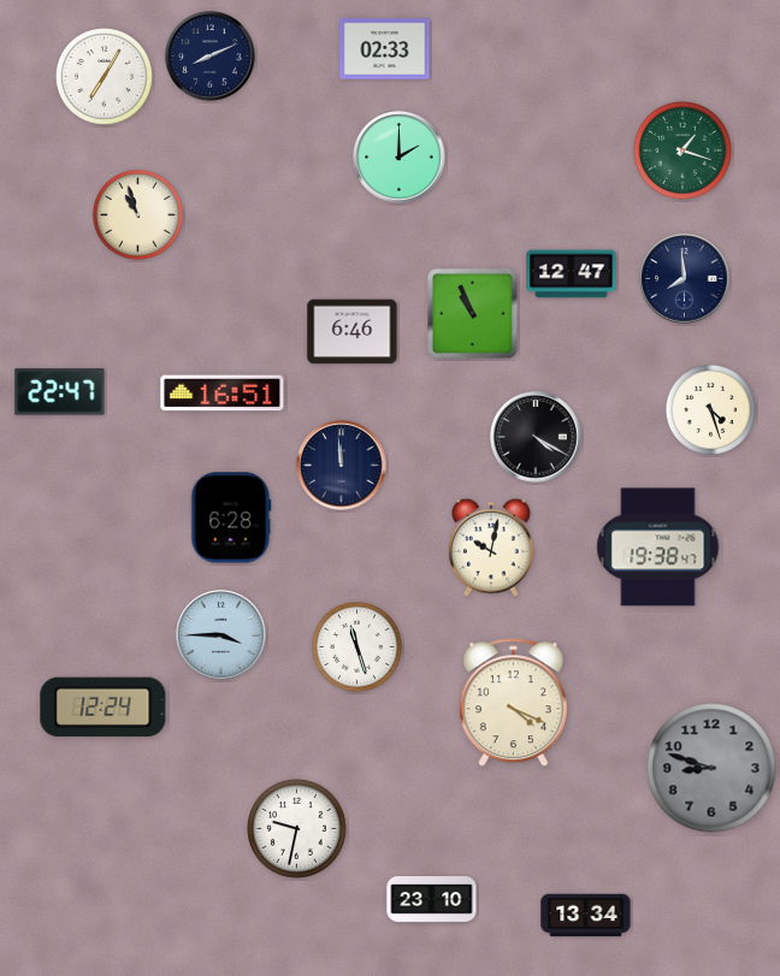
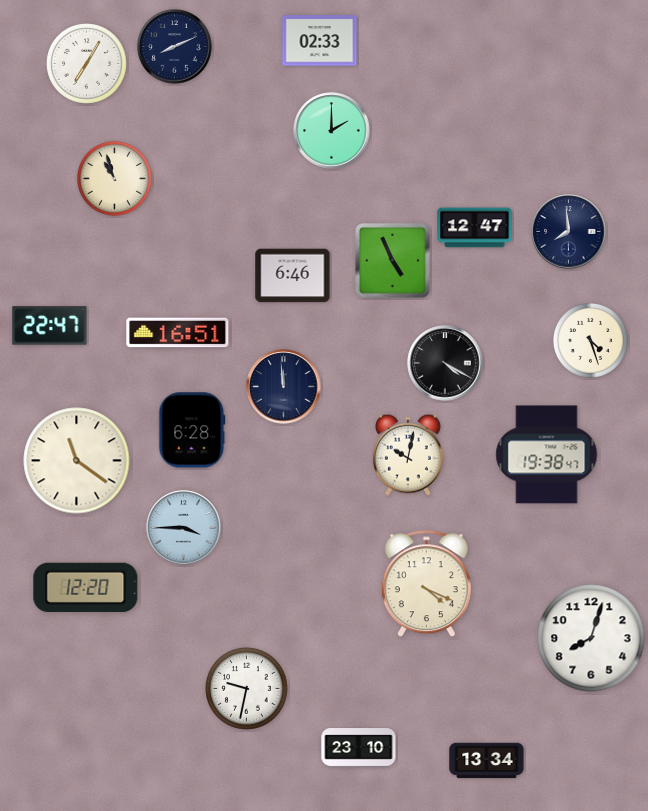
clock at (684, 152): 1:18 -> none
clock at (473, 314): 10:56 -> 4:56
clock at (223, 394) position: (223, 394) -> (178, 333)
clock at (77, 461): none -> 11:21
clock at (356, 646): 11:27 -> none
clock at (104, 706): 12:24 -> 12:20
clock at (711, 768): 8:48 -> 8:03
clock at (711, 768) dial: grey -> white
